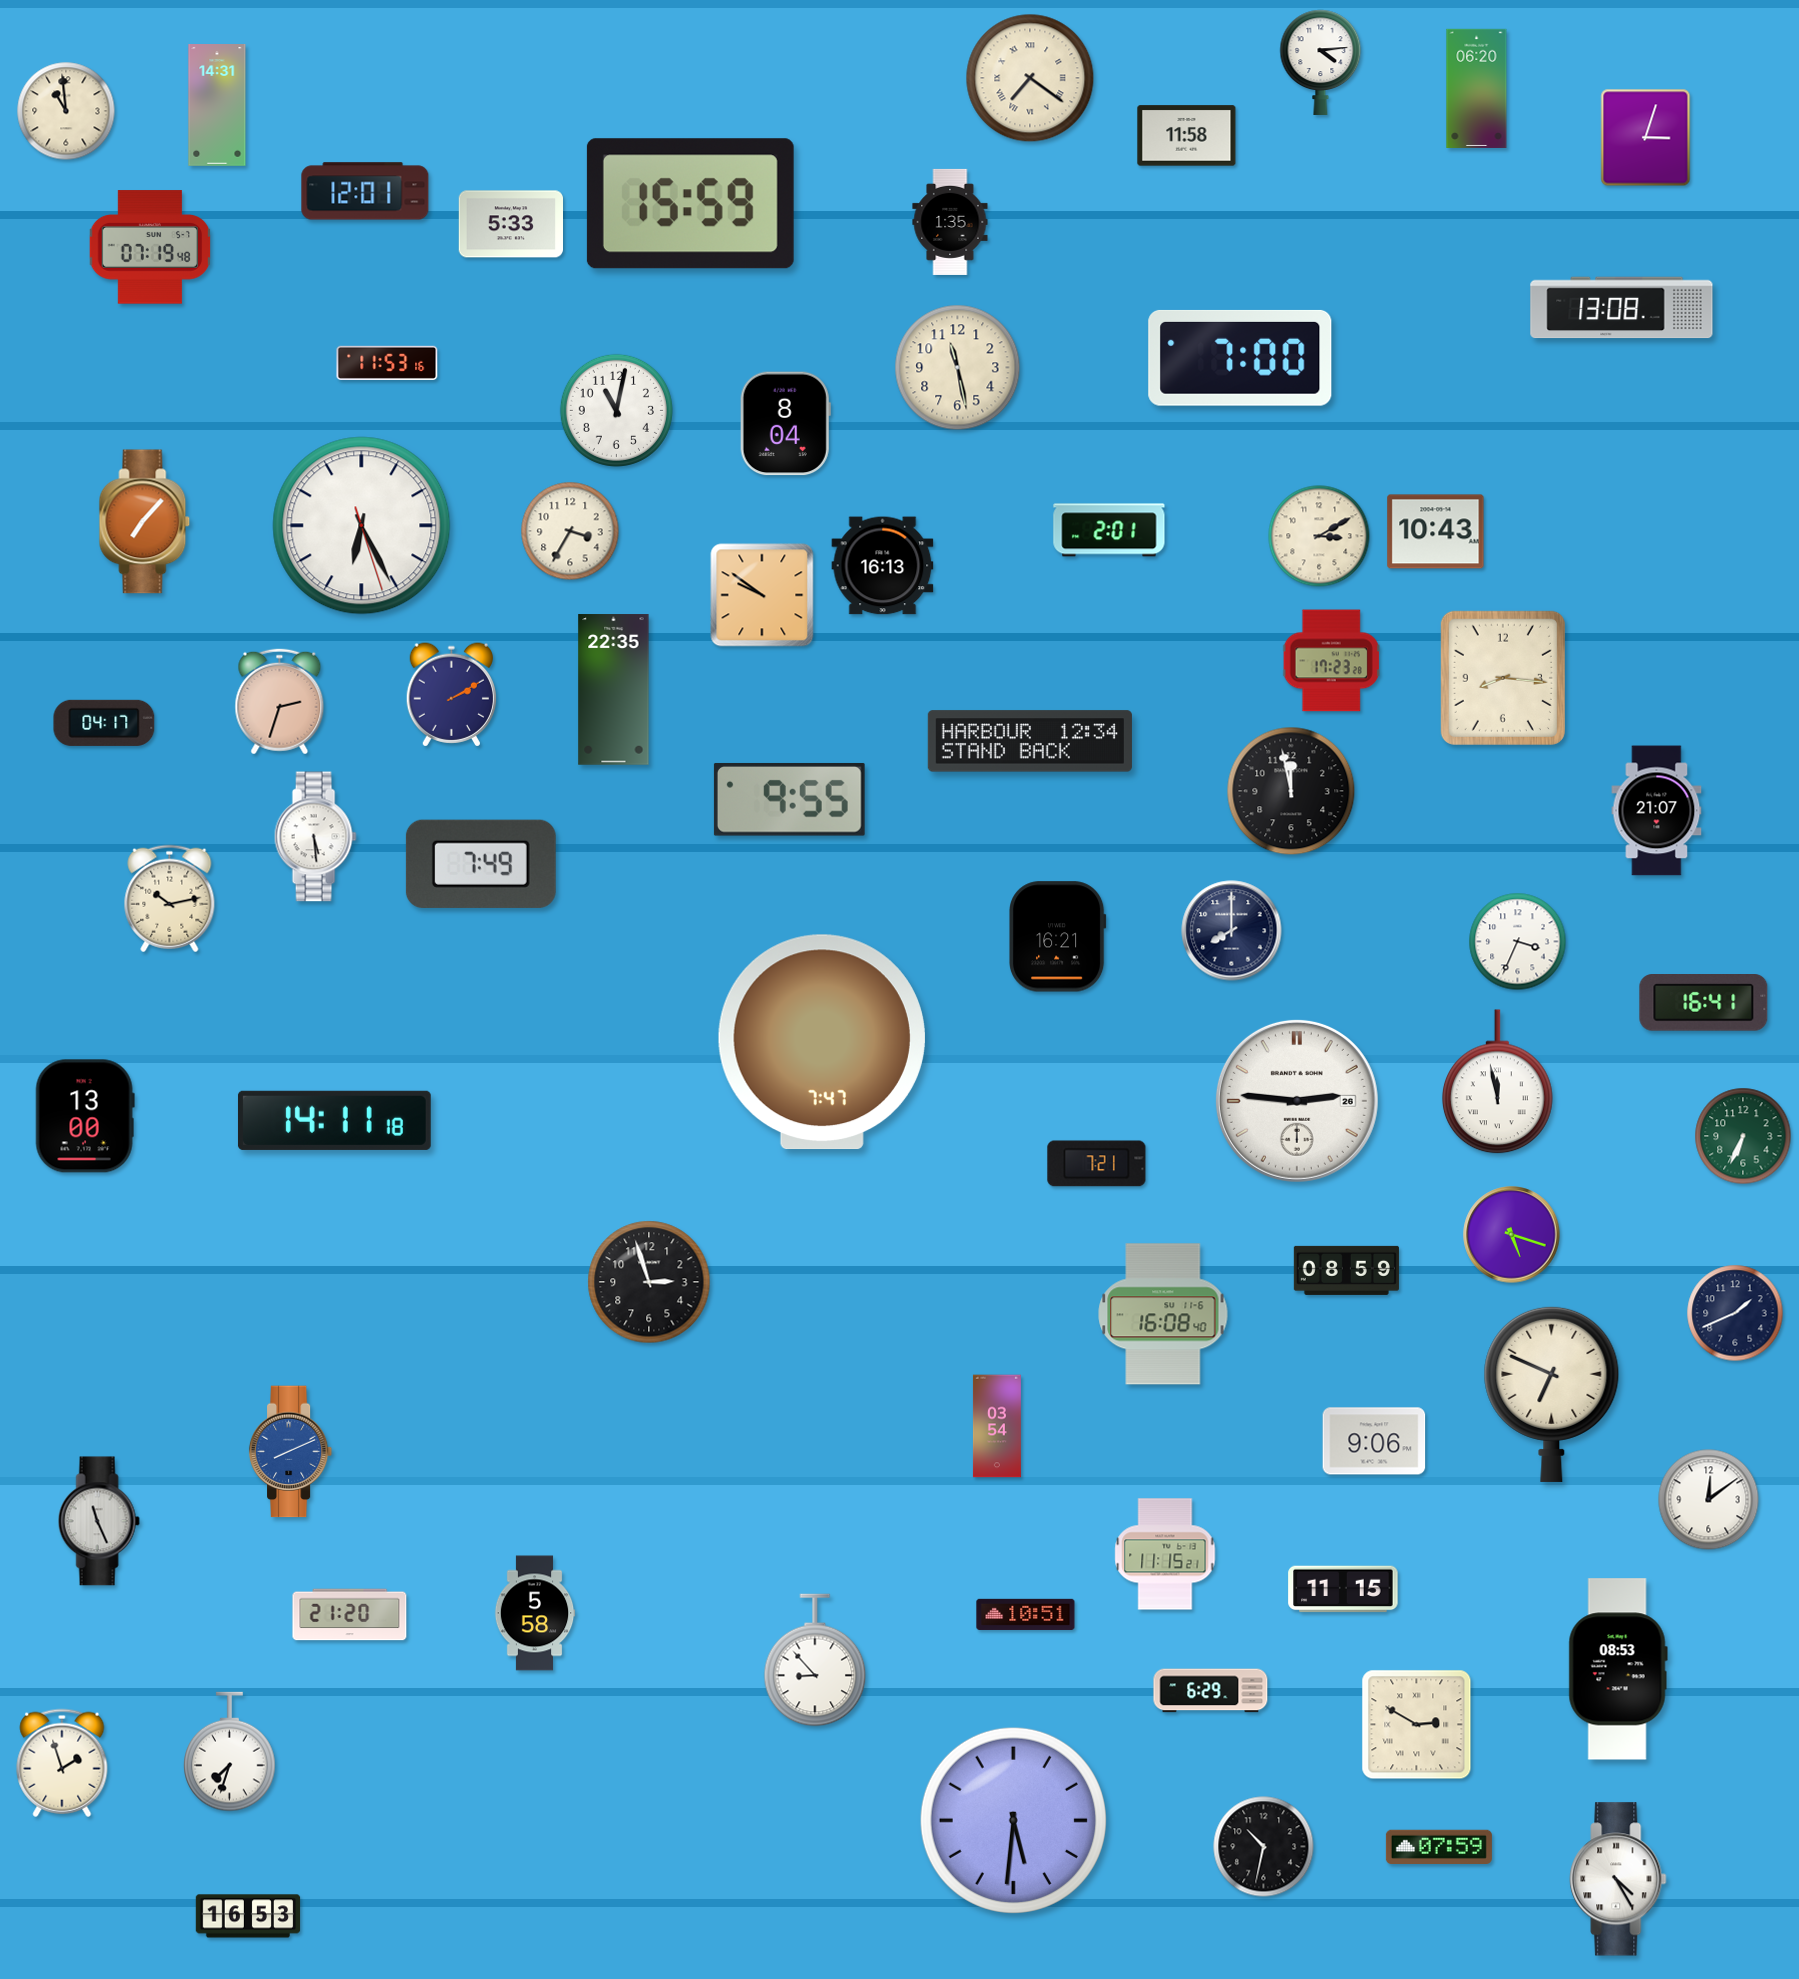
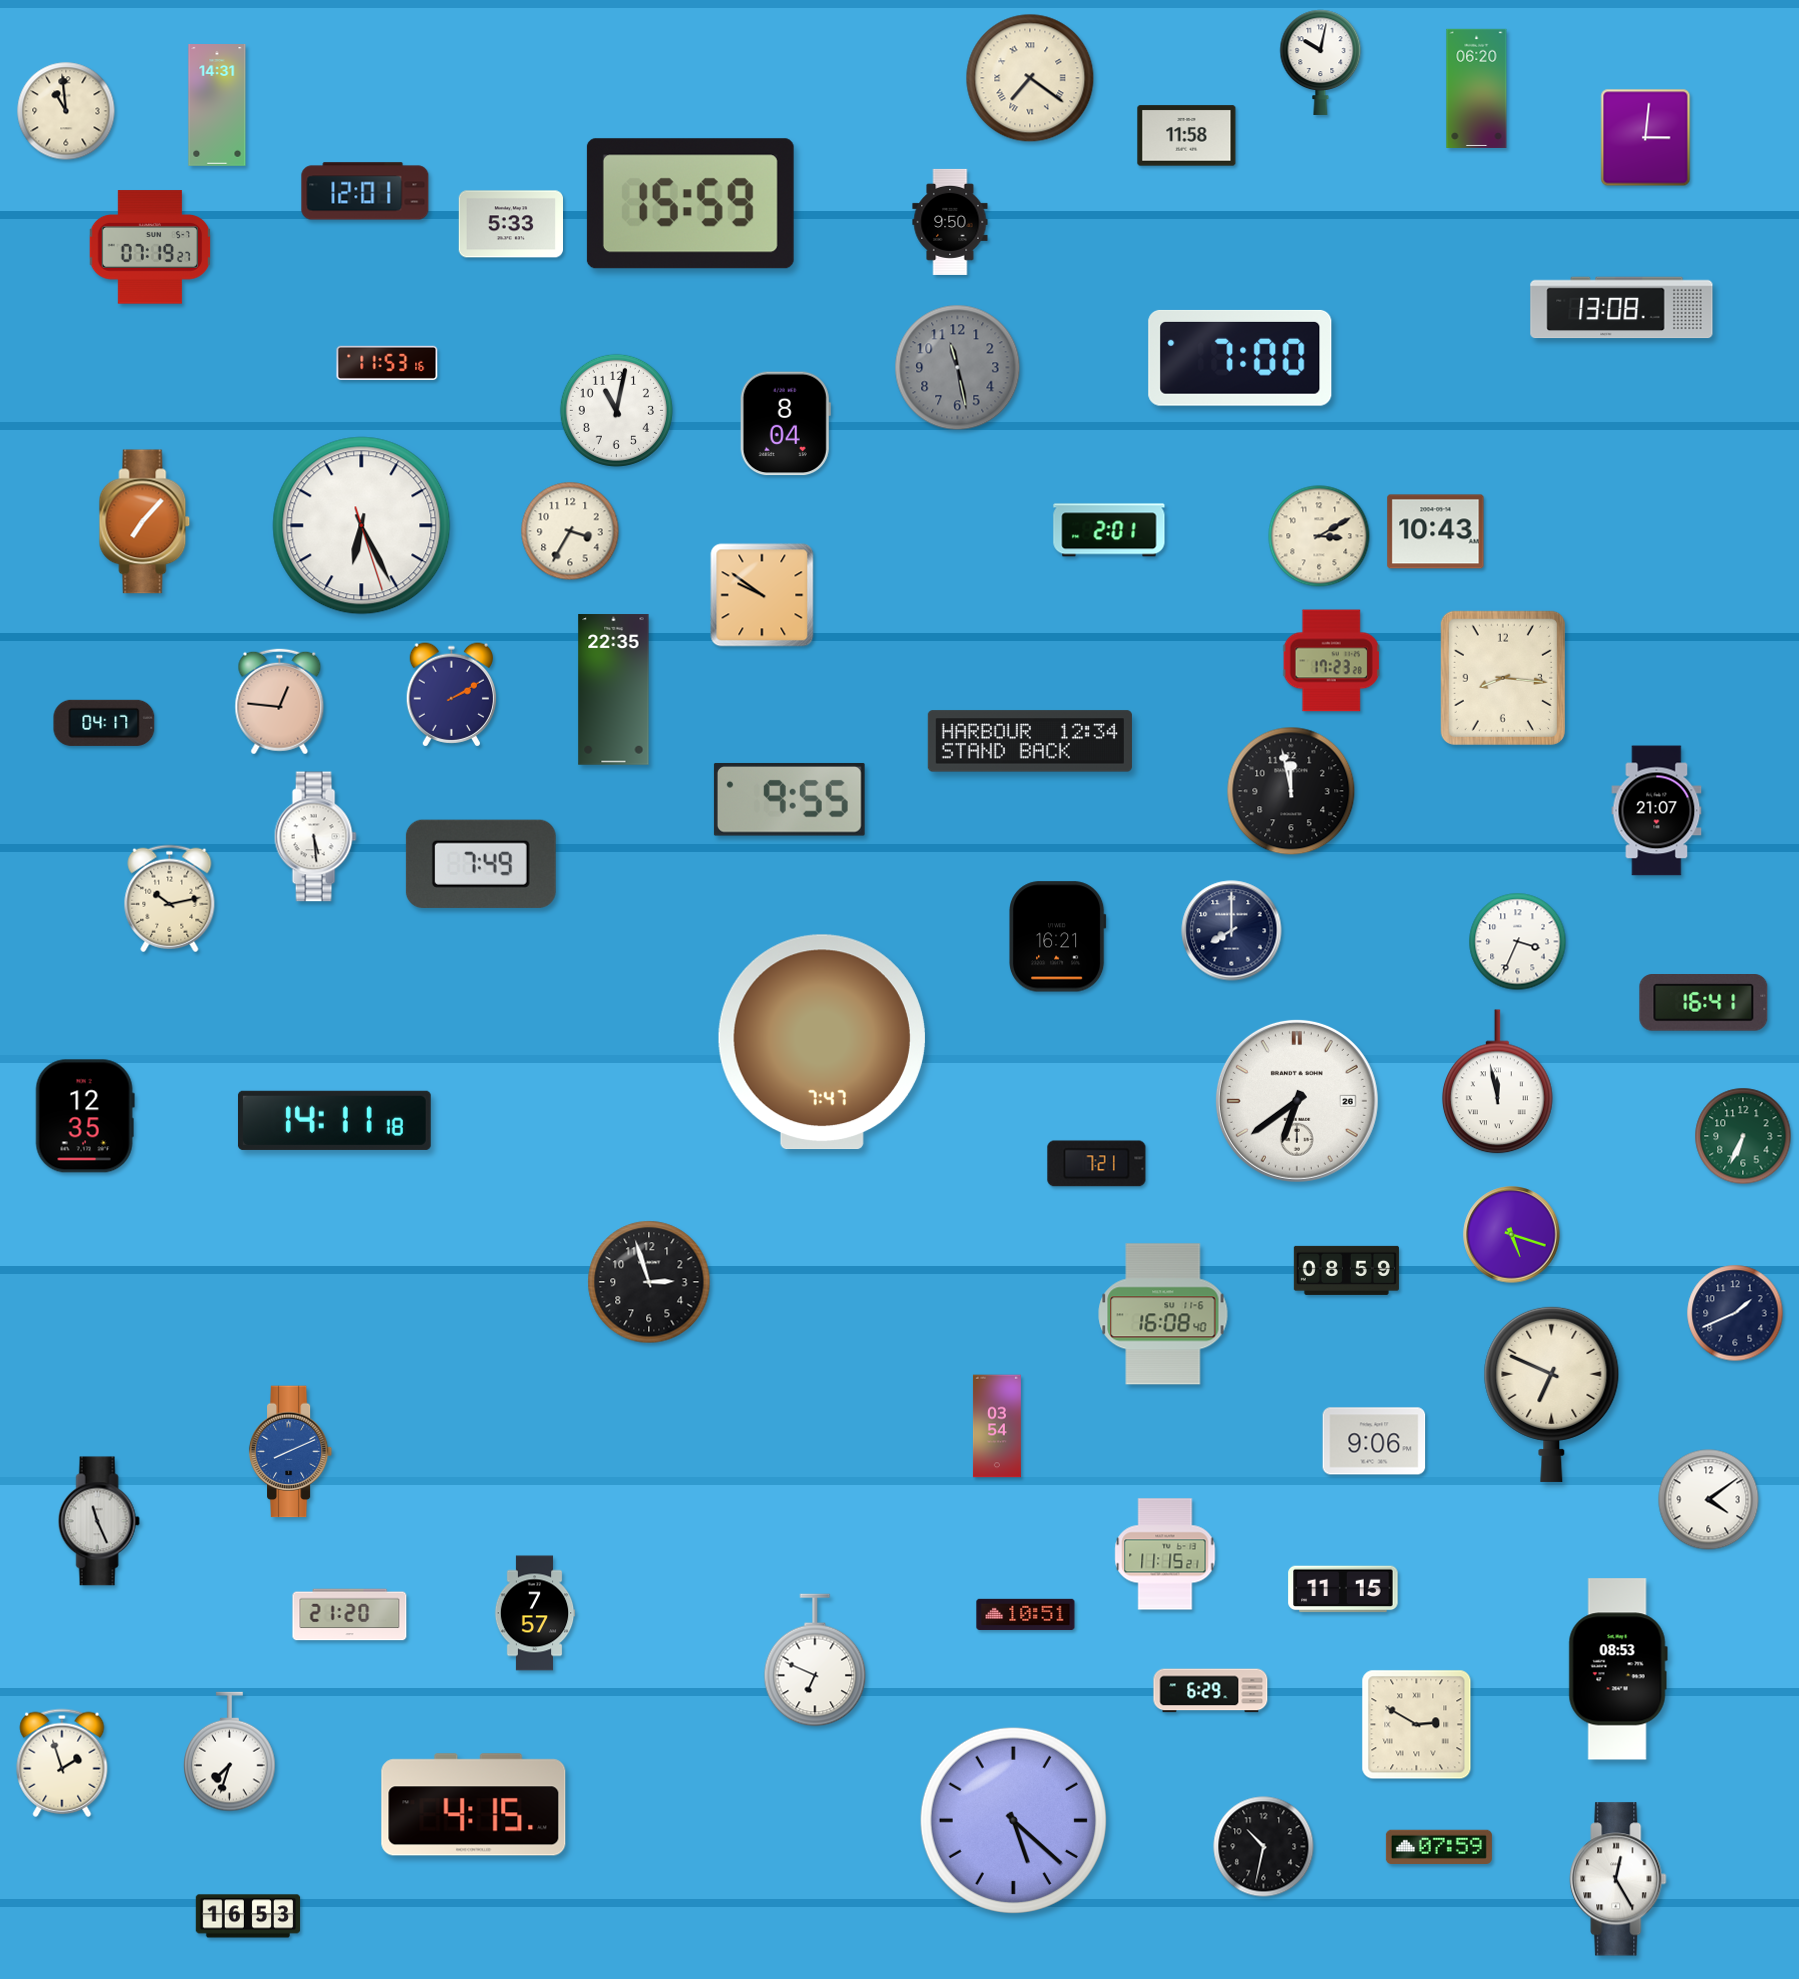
clock at (1321, 62): 4:14 -> 10:02
clock at (1646, 138): 3:03 -> 3:01
clock at (950, 222): 1:35 -> 9:50
clock at (150, 247): 07:19:48 -> 07:19:27
clock at (958, 368) dial: cream -> grey
clock at (883, 566): 16:13 -> none
clock at (280, 702): 2:33 -> 12:46
clock at (1297, 1101): 2:46 -> 6:39
clock at (85, 1116): 13:00 -> 12:35
clock at (1709, 1500): 12:09 -> 4:09
clock at (535, 1613): 5:58 -> 7:57
clock at (815, 1660): 8:53 -> 6:49
clock at (474, 1805): none -> 4:15
clock at (1013, 1820): 5:31 -> 5:22
clock at (1618, 1879): 4:25 -> 12:25
